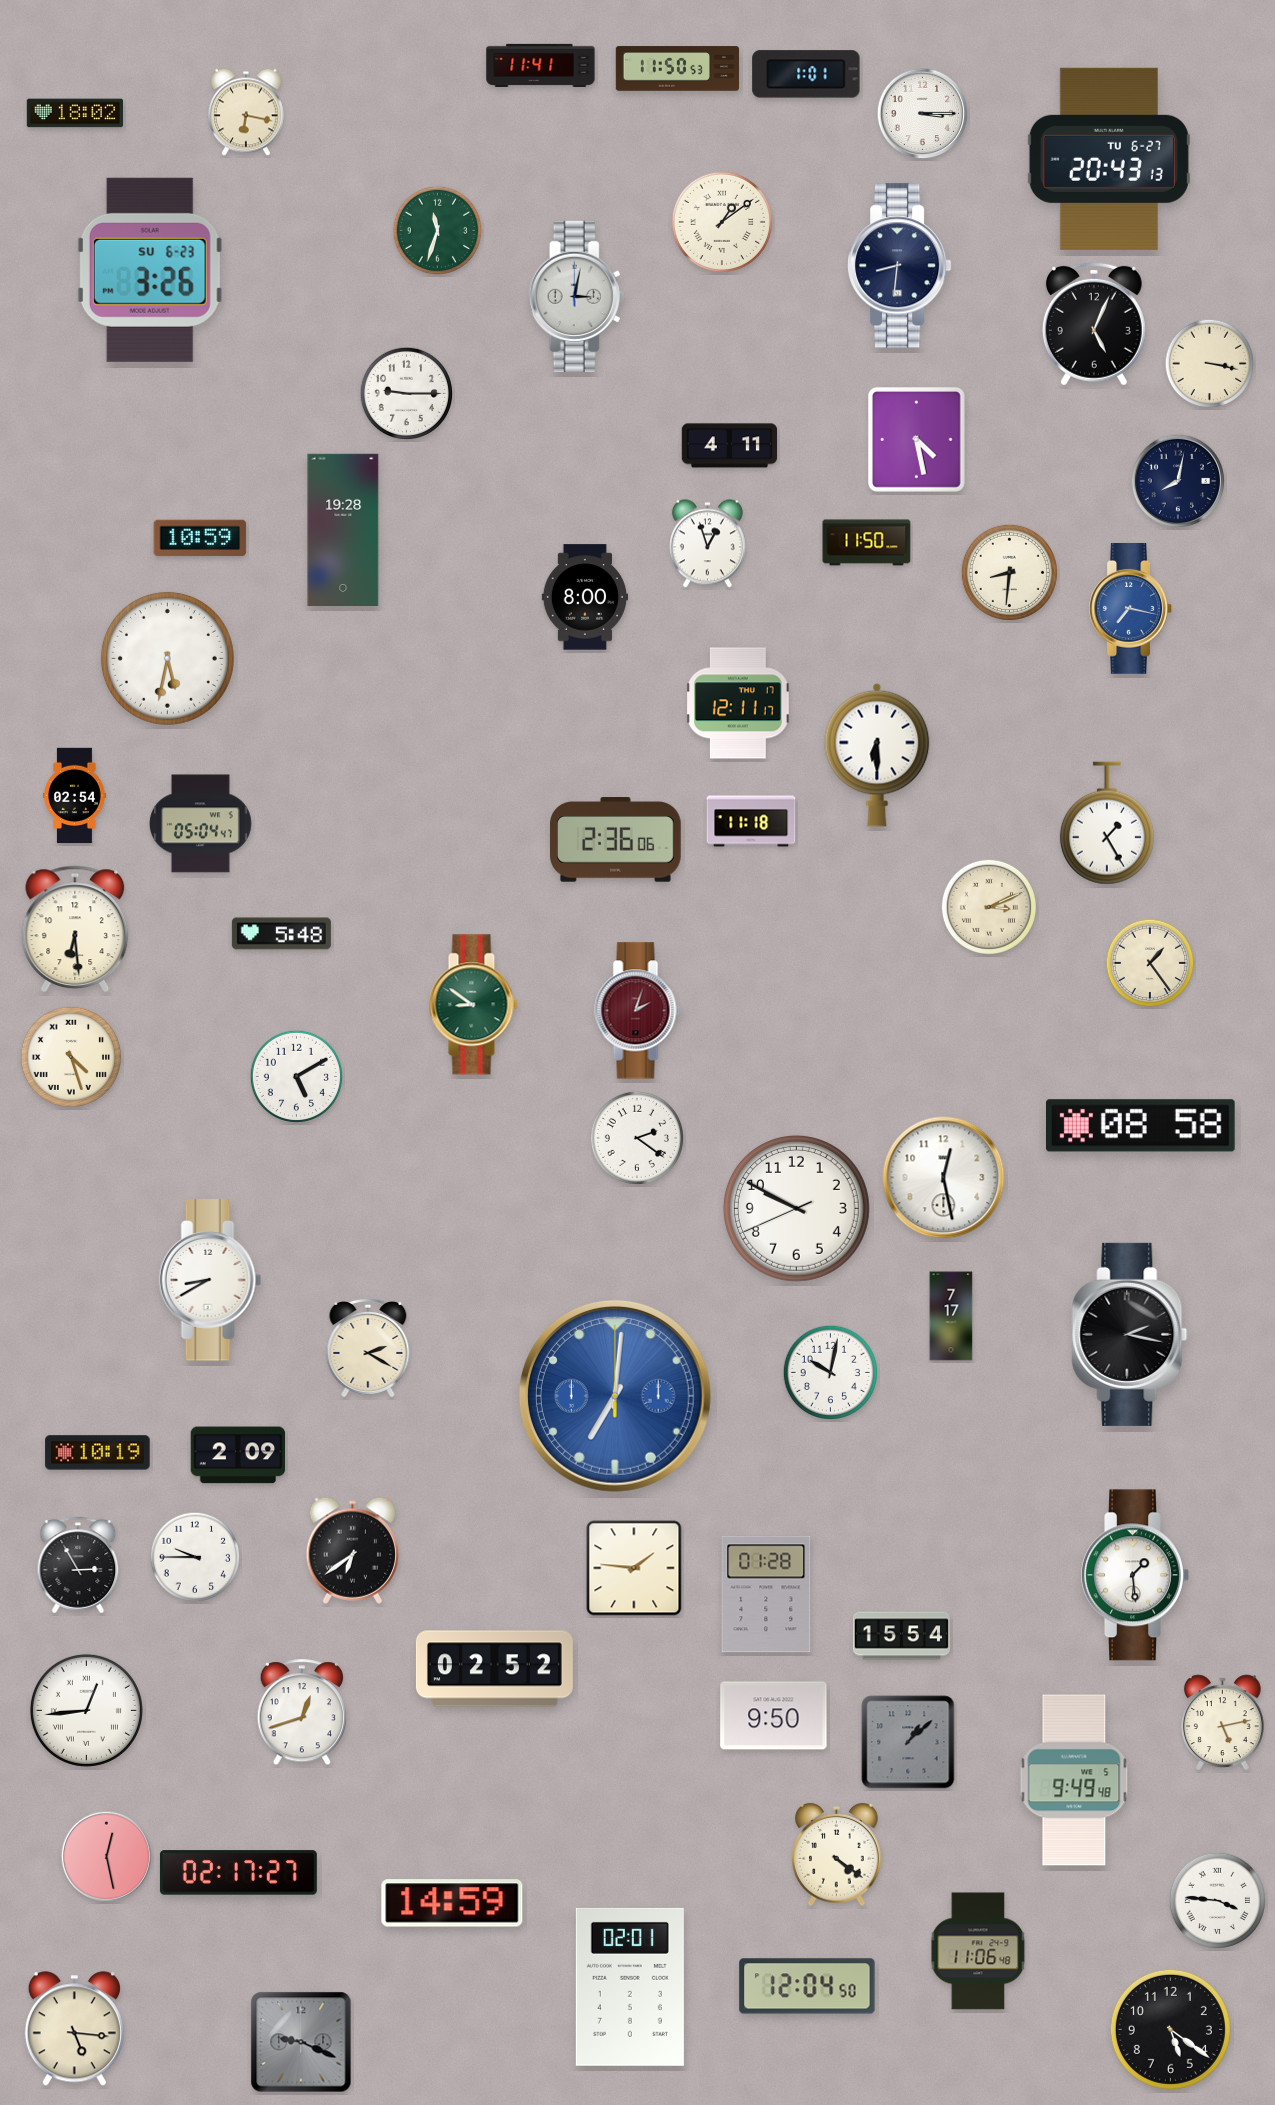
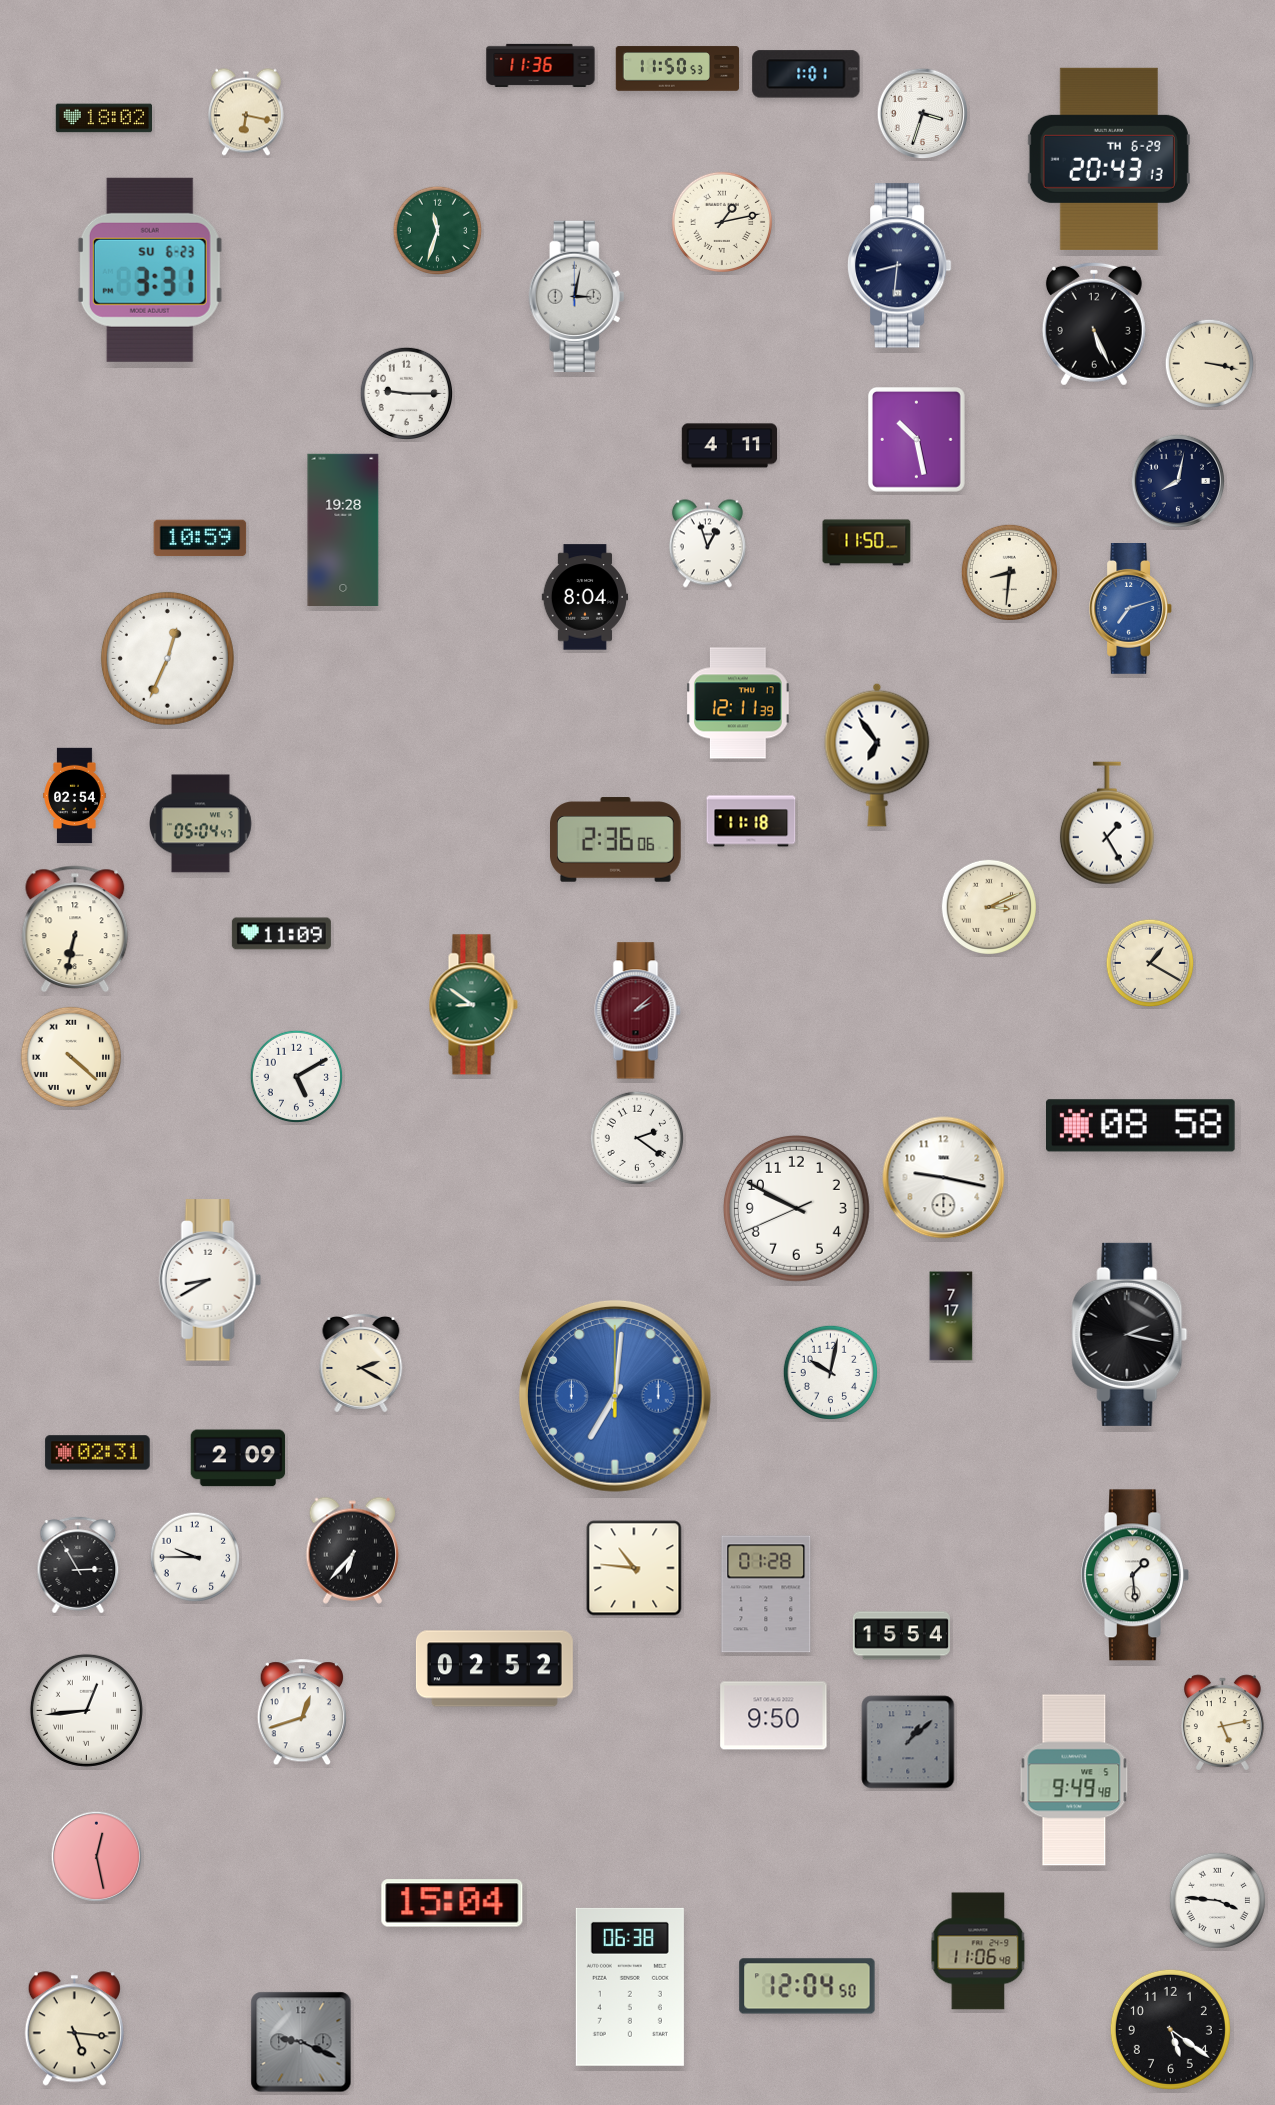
clock at (541, 65): 11:41 -> 11:36
clock at (74, 113) position: (74, 113) -> (103, 118)
clock at (923, 114): 3:15 -> 3:33
clock at (1109, 159) date: TU 6-27 -> TH 6-29
clock at (722, 222): 1:09 -> 1:13
clock at (150, 270): 3:26 -> 3:31
clock at (1094, 324): 5:04 -> 5:26
clock at (916, 440): 4:28 -> 10:28
clock at (584, 597): 8:00 -> 8:04
clock at (1130, 609): 7:17 -> 7:12
clock at (167, 658): 5:32 -> 12:34
clock at (738, 703): 12:11:17 -> 12:11:39
clock at (877, 755): 6:30 -> 6:54
clock at (75, 929): 6:29 -> 6:32
clock at (281, 934): 5:48 -> 11:09
clock at (1150, 963): 1:24 -> 1:20
clock at (638, 1011): 2:03 -> 2:08
clock at (71, 1057): 4:27 -> 4:22
clock at (944, 1178): 12:28 -> 9:17
clock at (368, 1348) position: (368, 1348) -> (361, 1363)
clock at (98, 1453): 10:19 -> 02:31
clock at (238, 1455) position: (238, 1455) -> (238, 1458)
clock at (352, 1550): 6:39 -> 6:37
clock at (634, 1568): 1:46 -> 10:46
clock at (837, 1855): 4:21 -> none
clock at (107, 1857) position: (107, 1857) -> (97, 1857)
clock at (238, 1873): 02:17 -> none
clock at (452, 1903): 14:59 -> 15:04
clock at (630, 1987): 02:01 -> 06:38
